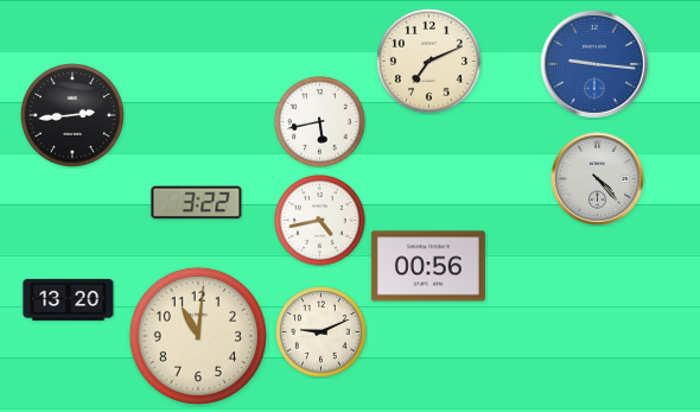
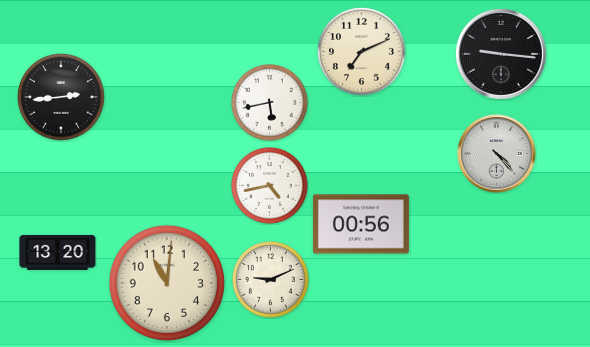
clock at (594, 64) dial: blue -> black
clock at (598, 179) position: (598, 179) -> (497, 154)
clock at (197, 203): 3:22 -> none
